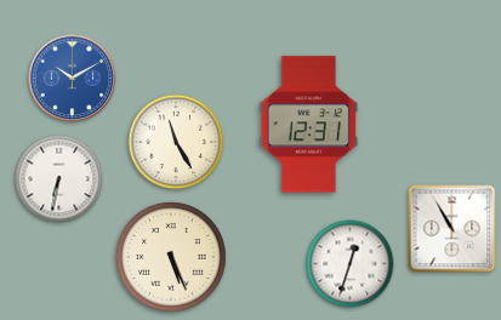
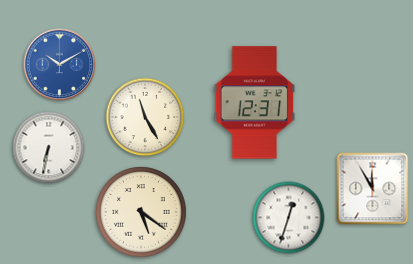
clock at (452, 229): 10:55 -> 11:55
clock at (171, 257): 5:26 -> 5:21
